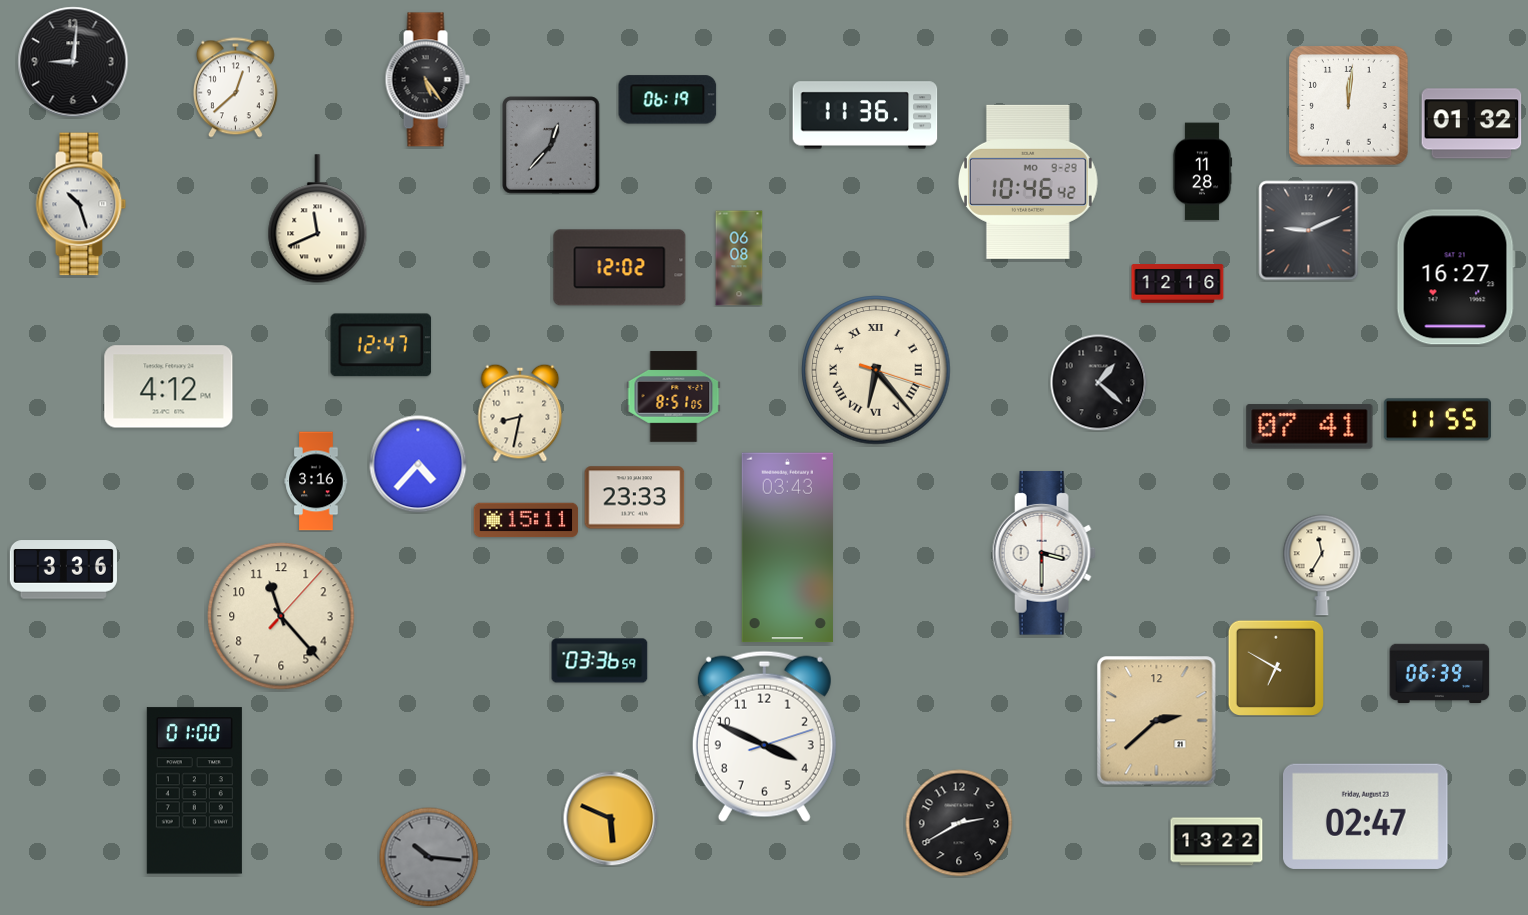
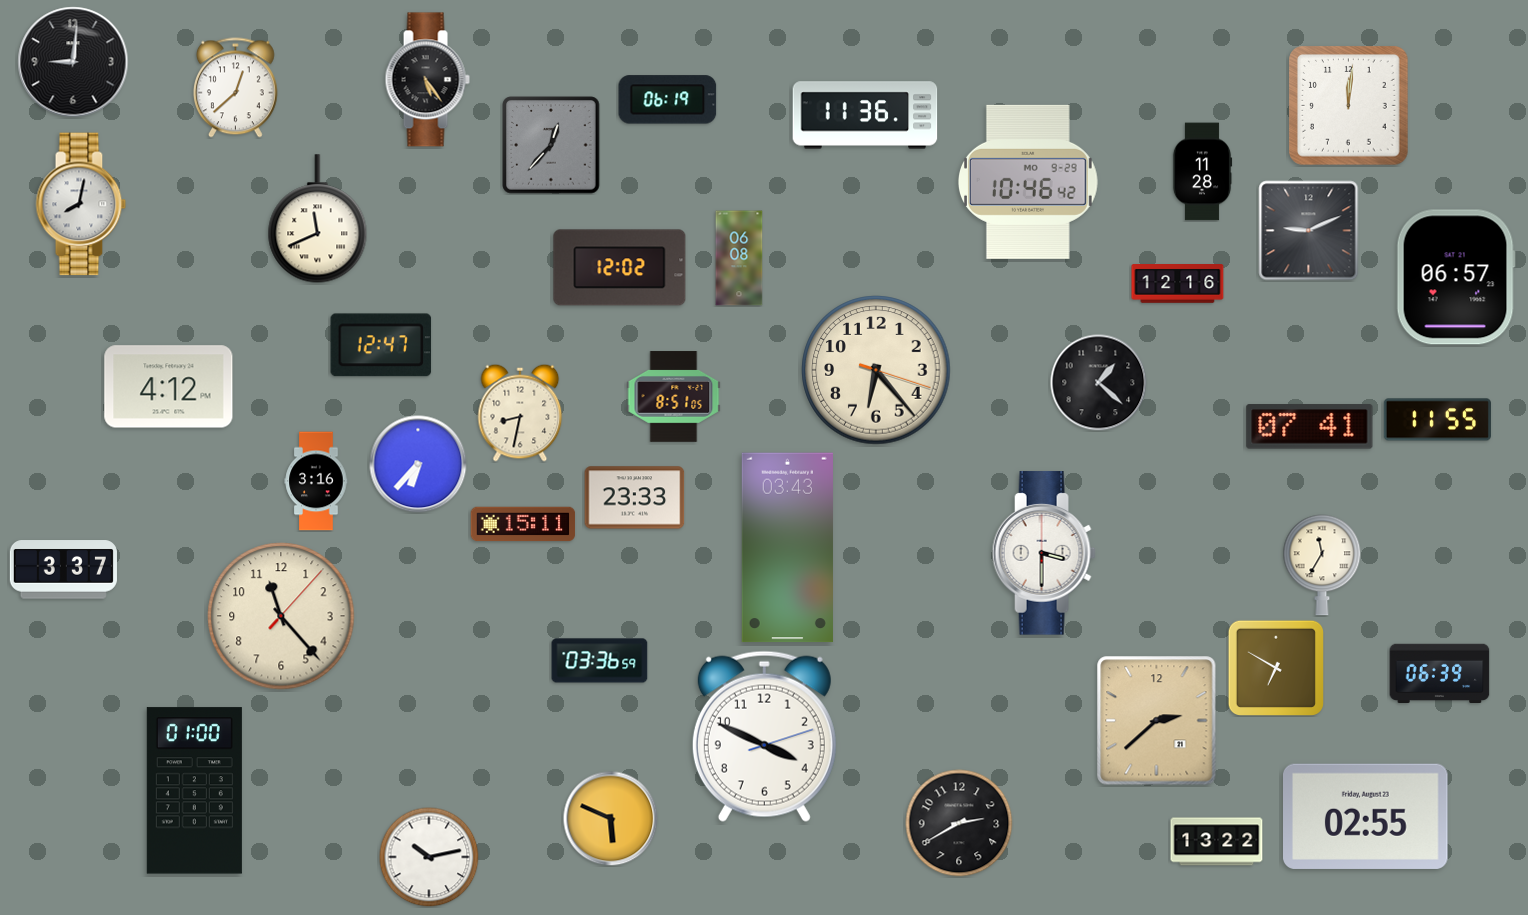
clock at (1472, 124): 01:32 -> none
clock at (81, 204): 10:27 -> 8:02
clock at (1456, 277): 16:27 -> 06:57
clock at (876, 370) numerals: Roman -> Arabic
clock at (418, 464): 4:37 -> 6:37
clock at (526, 520) position: (526, 520) -> (523, 524)
clock at (63, 570): 3:36 -> 3:37
clock at (1366, 816): 02:47 -> 02:55
clock at (429, 857): 10:16 -> 10:13
clock at (429, 857) dial: grey -> white
